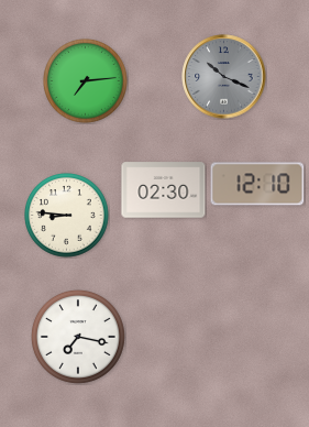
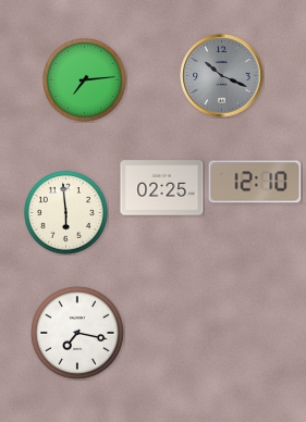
clock at (164, 190): 02:30 -> 02:25
clock at (67, 216): 8:46 -> 5:59
